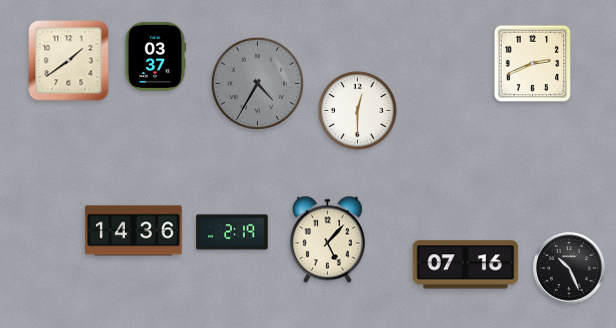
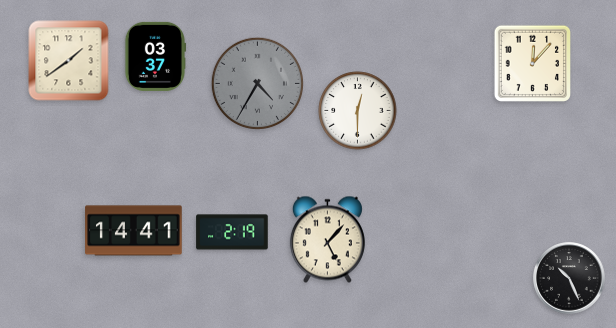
clock at (532, 63): 2:41 -> 12:07
clock at (134, 231): 14:36 -> 14:41
clock at (466, 265): 07:16 -> none
clock at (569, 268) position: (569, 268) -> (569, 278)
